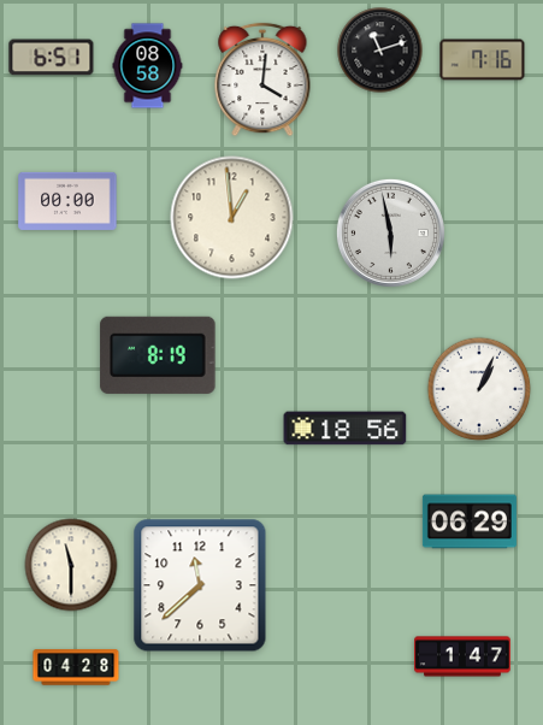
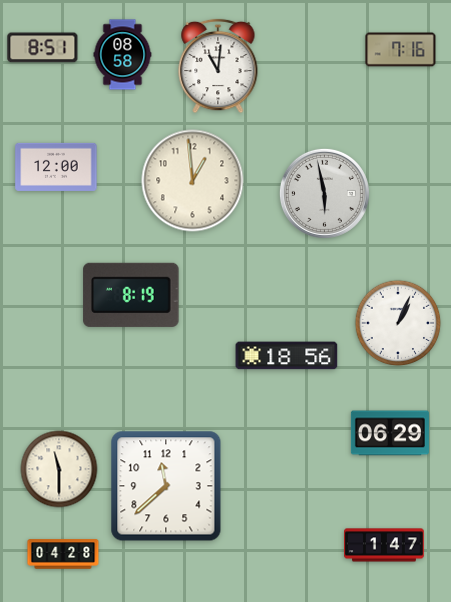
clock at (380, 51): 11:12 -> none
clock at (52, 58): 6:51 -> 8:51
clock at (262, 79): 4:01 -> 11:01
clock at (67, 201): 00:00 -> 12:00
